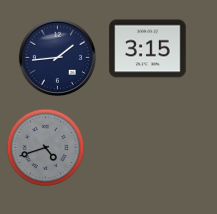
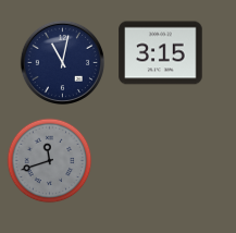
clock at (57, 57): 1:44 -> 11:02
clock at (45, 147): 4:42 -> 11:42
